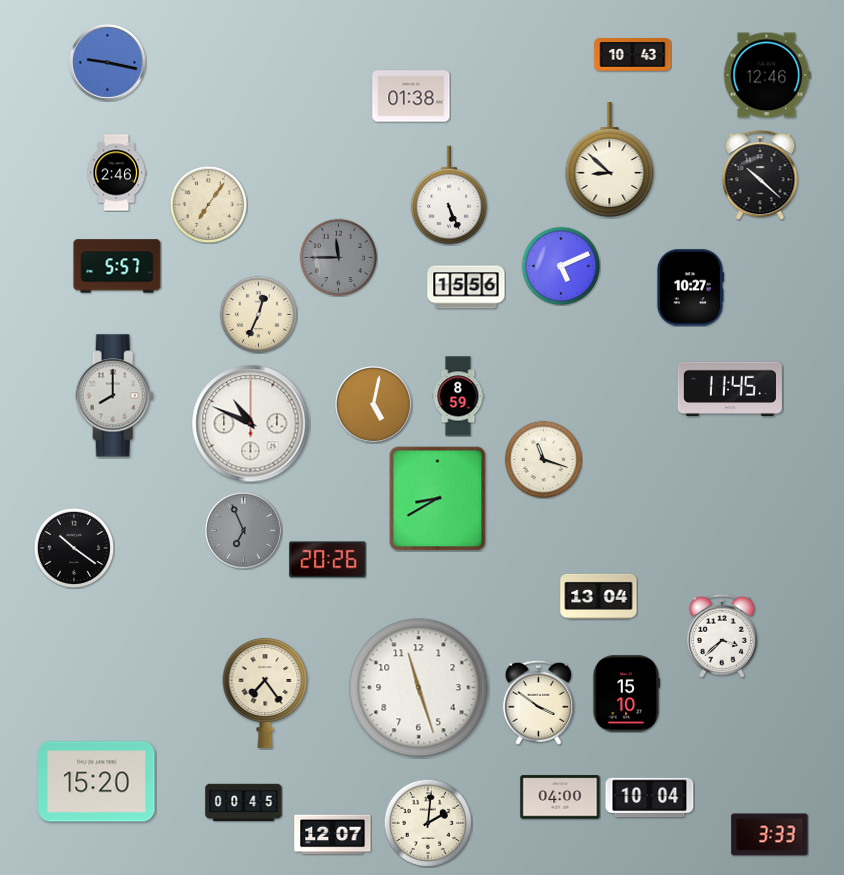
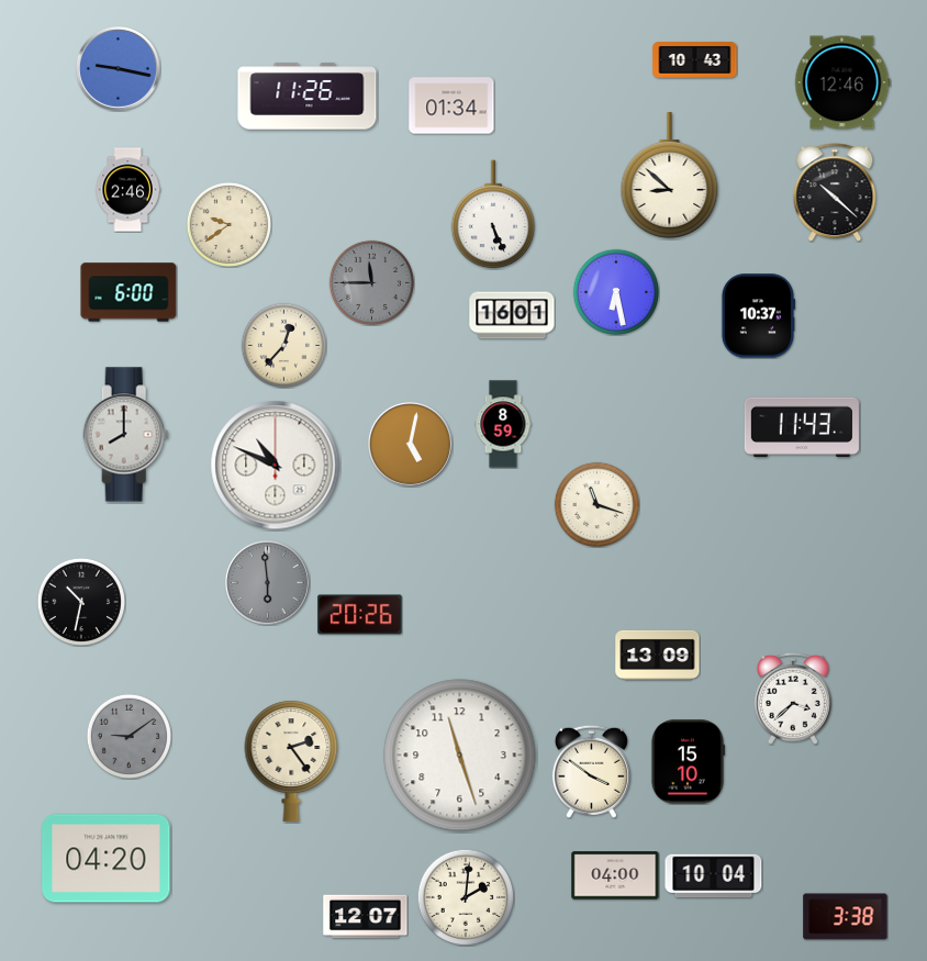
clock at (308, 97): none -> 11:26
clock at (411, 96): 01:38 -> 01:34
clock at (208, 204): 7:06 -> 9:39
clock at (560, 265): 5:11 -> 6:28
clock at (117, 266): 5:57 -> 6:00
clock at (466, 287): 15:56 -> 16:01
clock at (689, 288): 10:27 -> 10:37
clock at (258, 314): 12:34 -> 12:37
clock at (730, 388): 11:45 -> 11:43
clock at (458, 396) position: (458, 396) -> (503, 424)
clock at (438, 499): 8:40 -> none
clock at (244, 531): 6:56 -> 5:59
clock at (73, 547): 10:21 -> 10:32
clock at (599, 596): 13:04 -> 13:09
clock at (129, 736): none -> 9:09
clock at (265, 693): 7:24 -> 2:24
clock at (97, 782): 15:20 -> 04:20
clock at (244, 803): 00:45 -> none
clock at (428, 823) position: (428, 823) -> (466, 897)
clock at (770, 835): 3:33 -> 3:38
